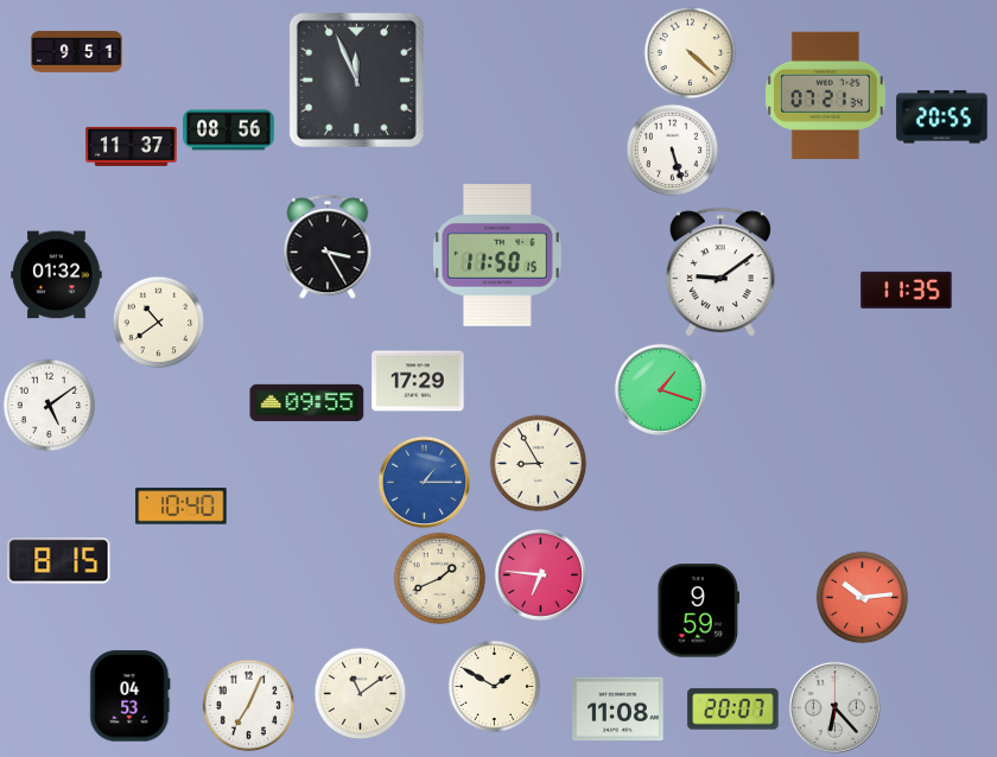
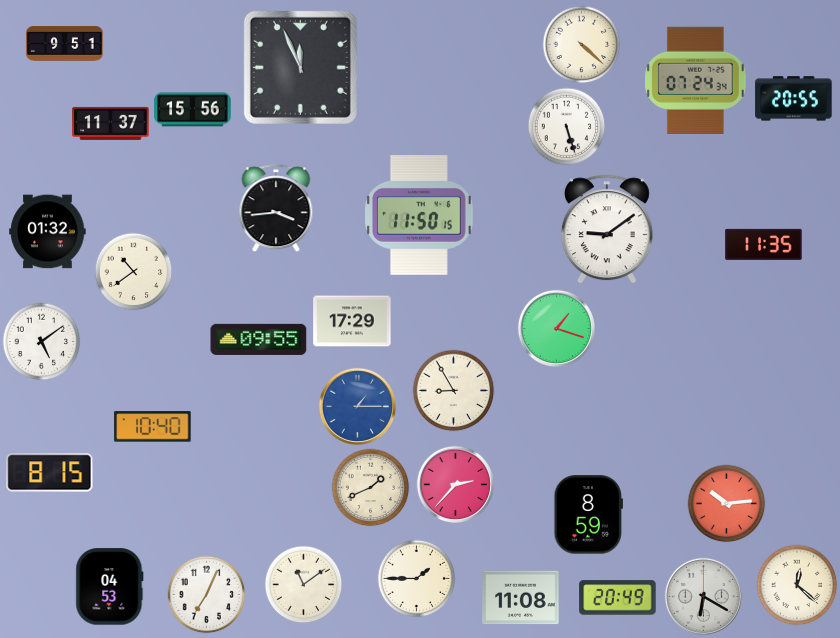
clock at (826, 95): 07:21 -> 07:24
clock at (229, 131): 08:56 -> 15:56
clock at (328, 247): 3:25 -> 3:44
clock at (540, 574): 6:46 -> 2:37
clock at (698, 611): 9:59 -> 8:59
clock at (494, 686): 1:50 -> 1:45
clock at (797, 585): none -> 12:22
clock at (248, 705) position: (248, 705) -> (206, 594)
clock at (834, 707): 6:23 -> 6:20
clock at (734, 710): 20:07 -> 20:49
